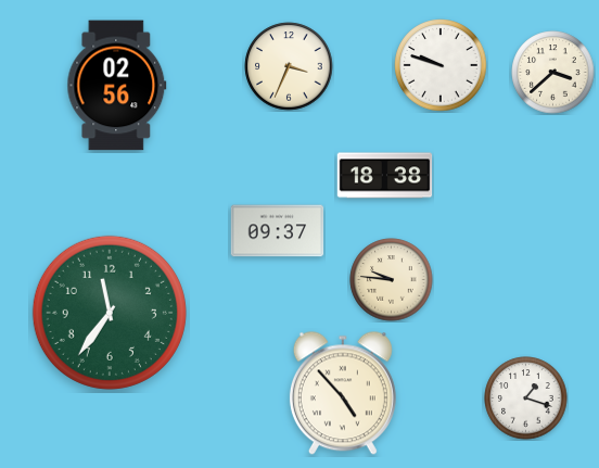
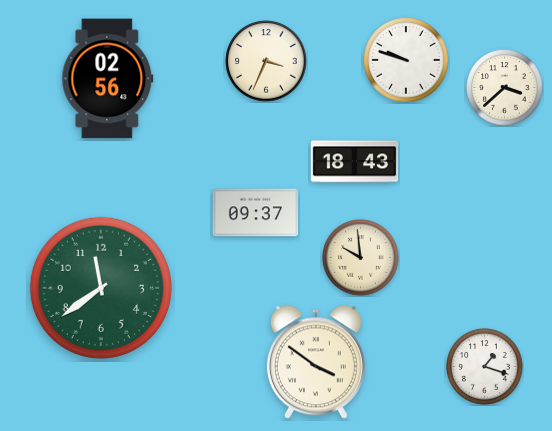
clock at (553, 73) position: (553, 73) -> (505, 88)
clock at (385, 176): 18:38 -> 18:43
clock at (392, 280): 9:46 -> 9:59
clock at (110, 313): 11:36 -> 11:39
clock at (343, 393): 4:53 -> 3:51
